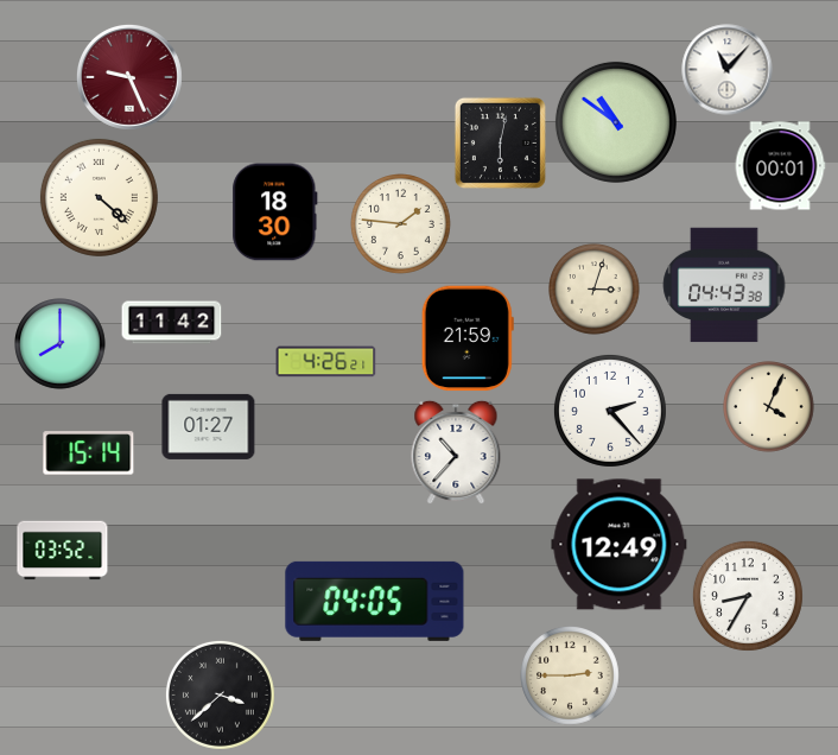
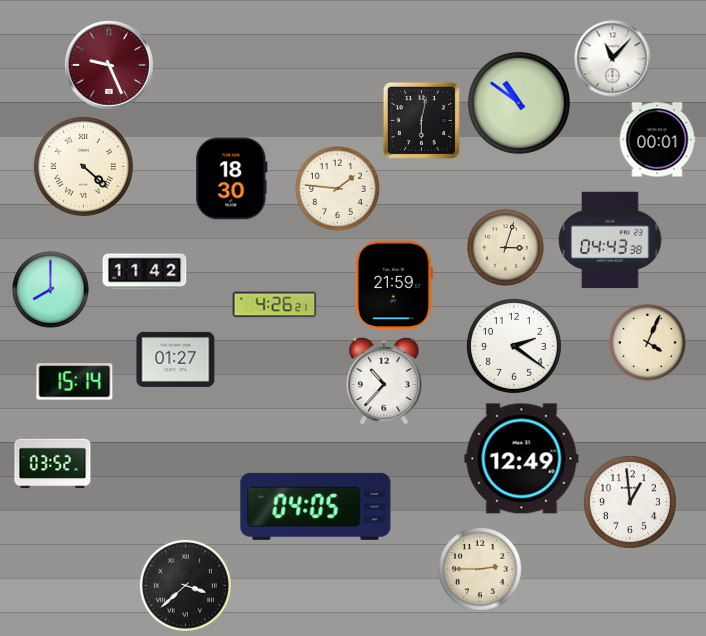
clock at (595, 290) position: (595, 290) -> (506, 248)
clock at (610, 411): 2:23 -> 2:21
clock at (748, 596): 8:35 -> 12:59
